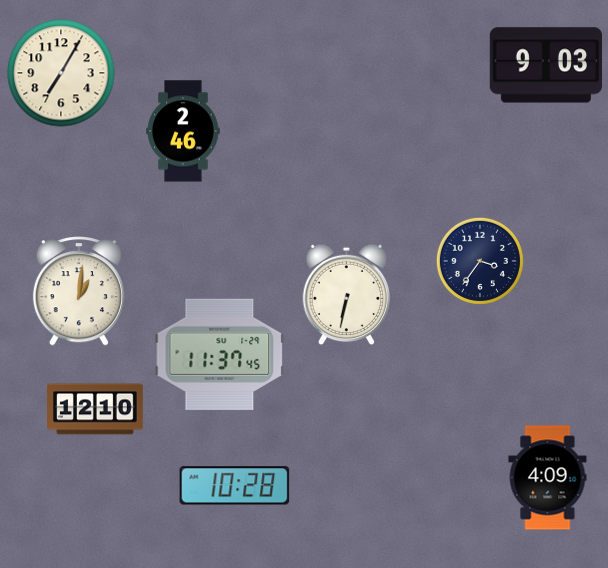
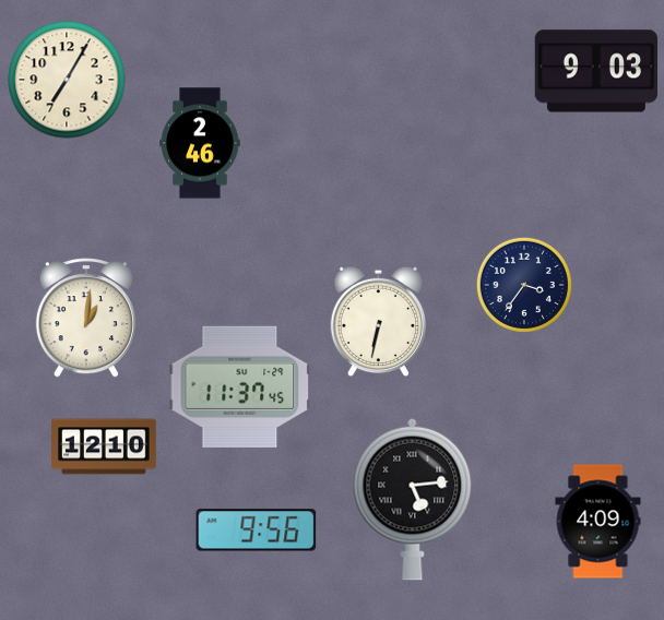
clock at (413, 499): none -> 5:14
clock at (235, 486): 10:28 -> 9:56
